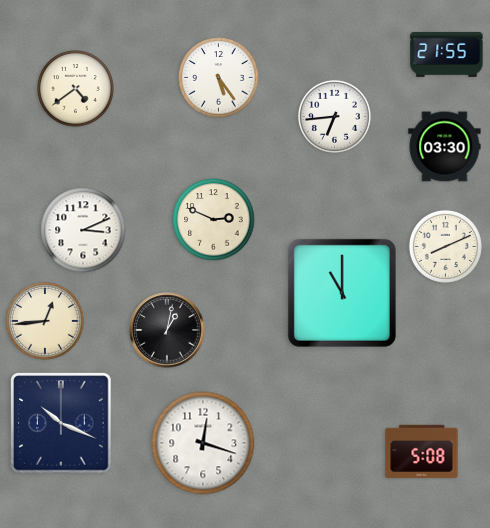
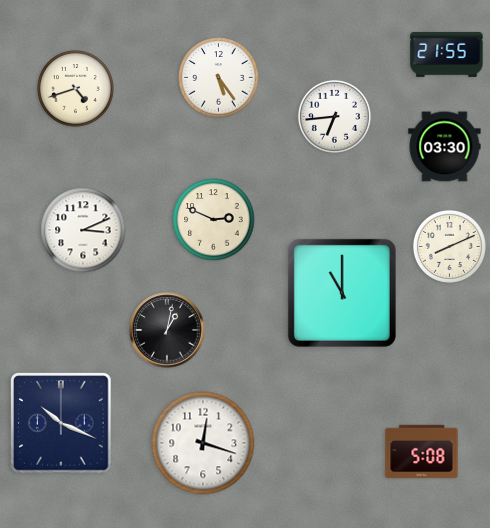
clock at (76, 89): 4:39 -> 4:42
clock at (445, 246) position: (445, 246) -> (449, 246)
clock at (45, 321): 12:44 -> none
